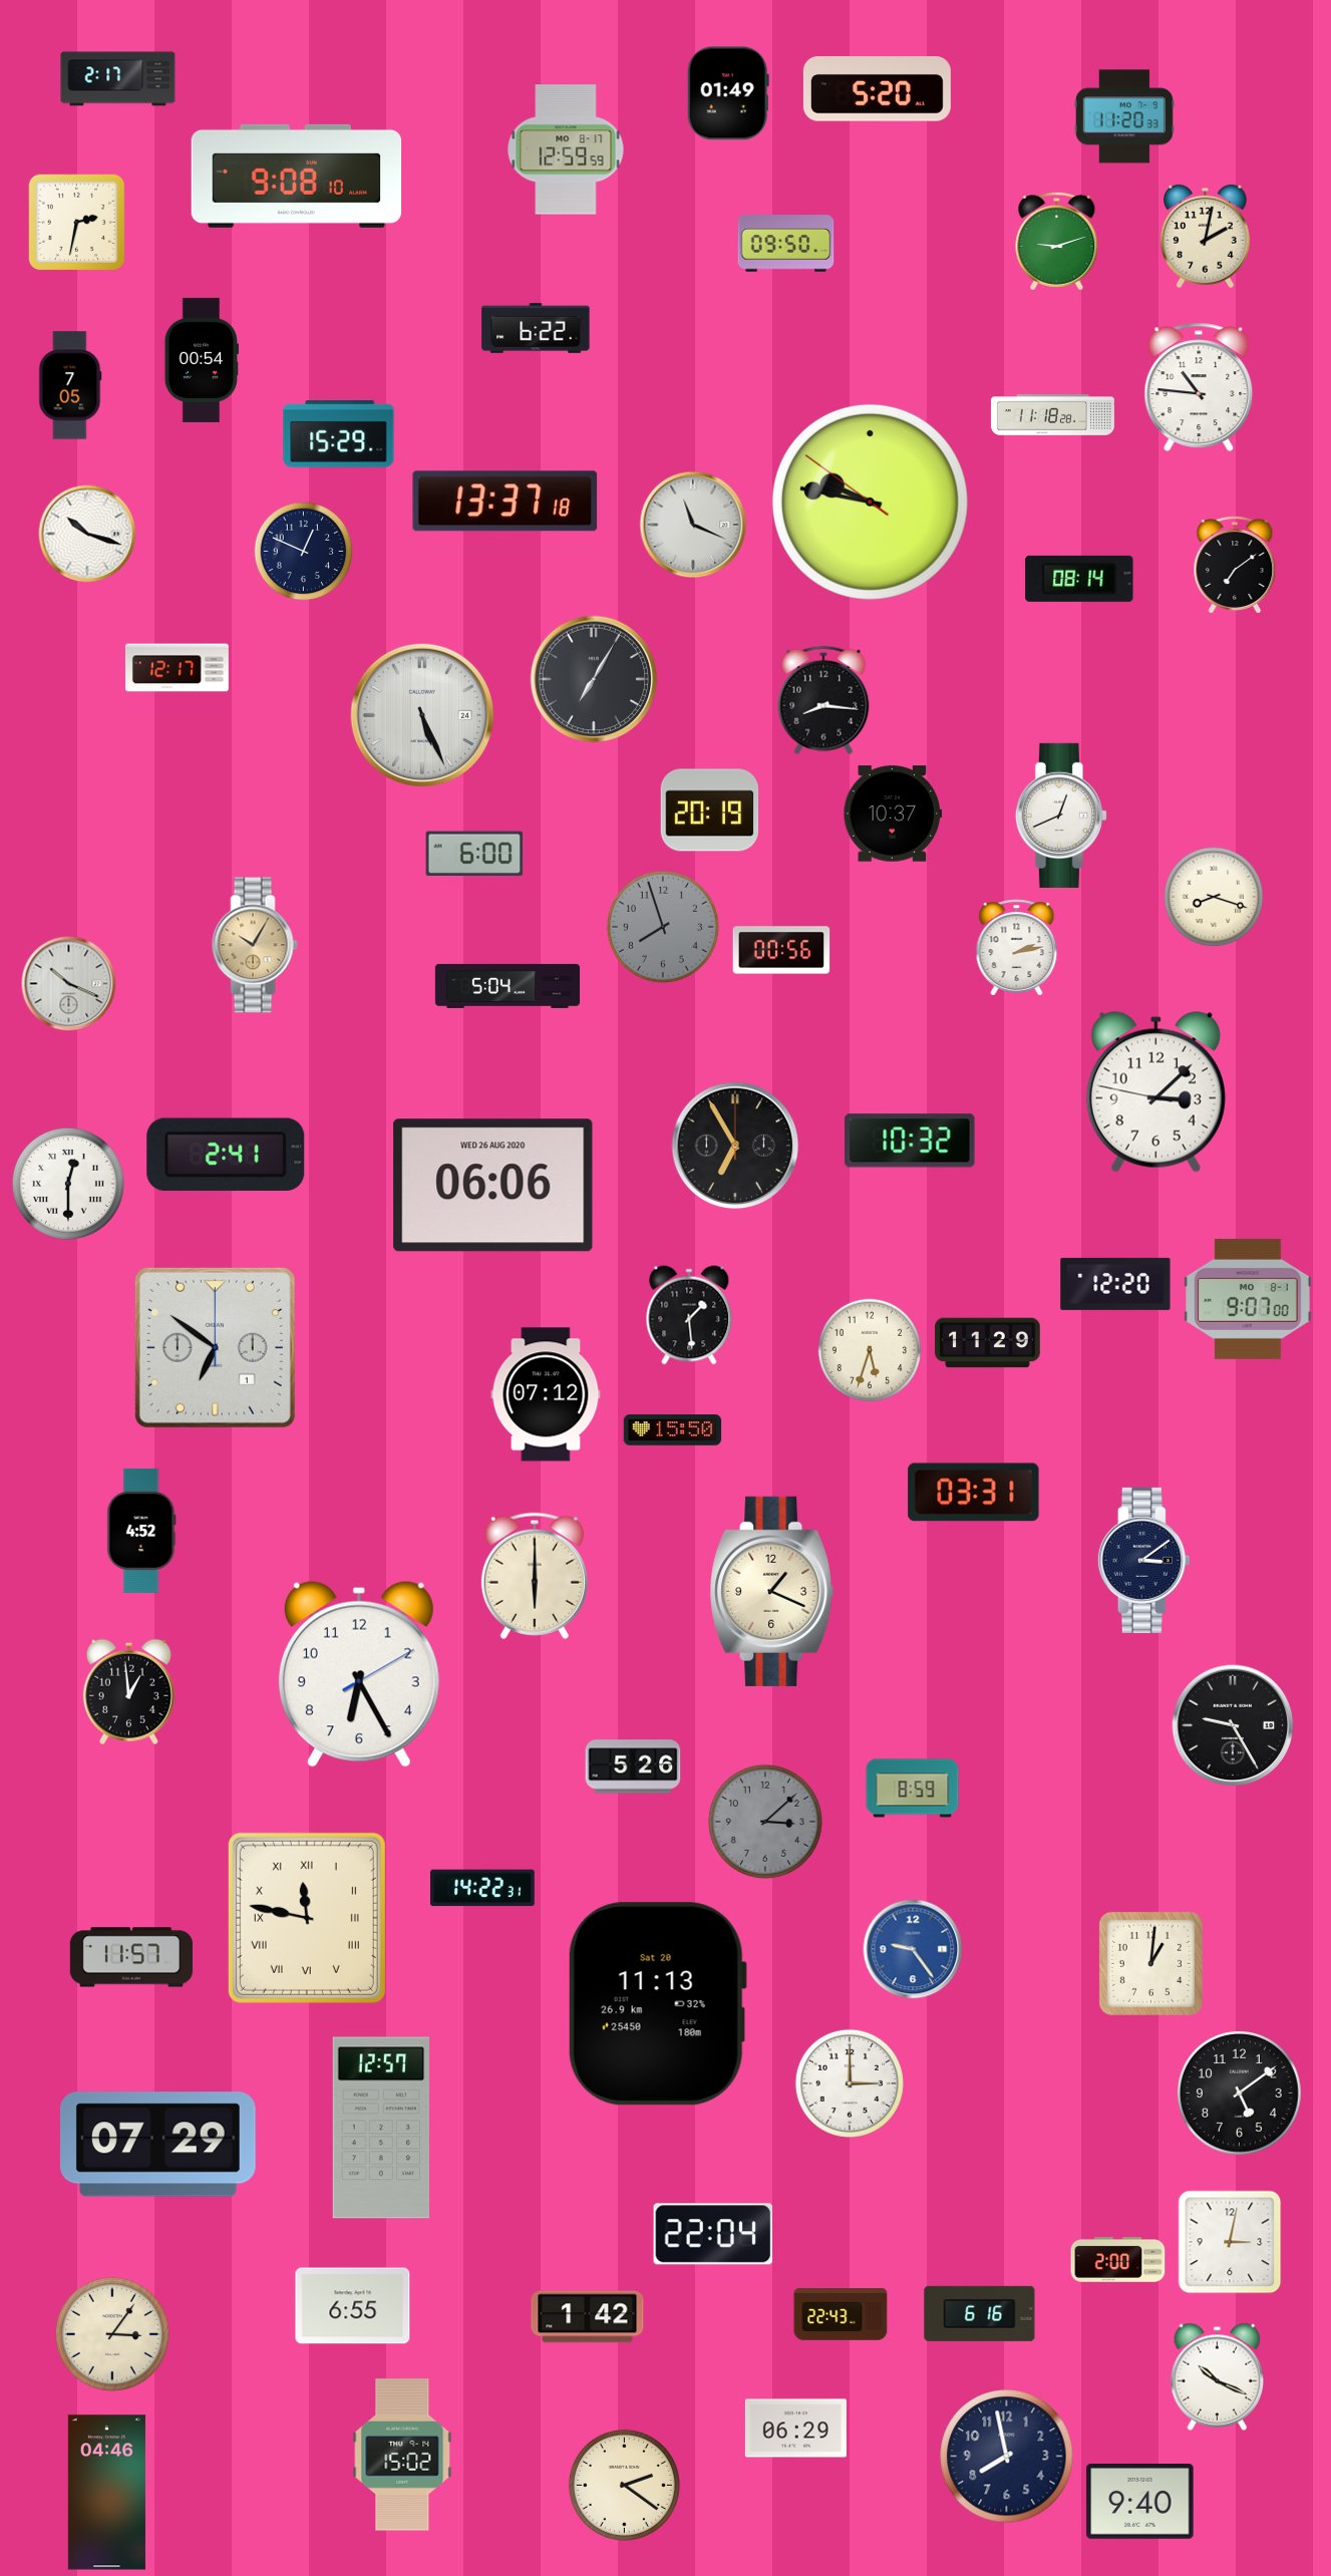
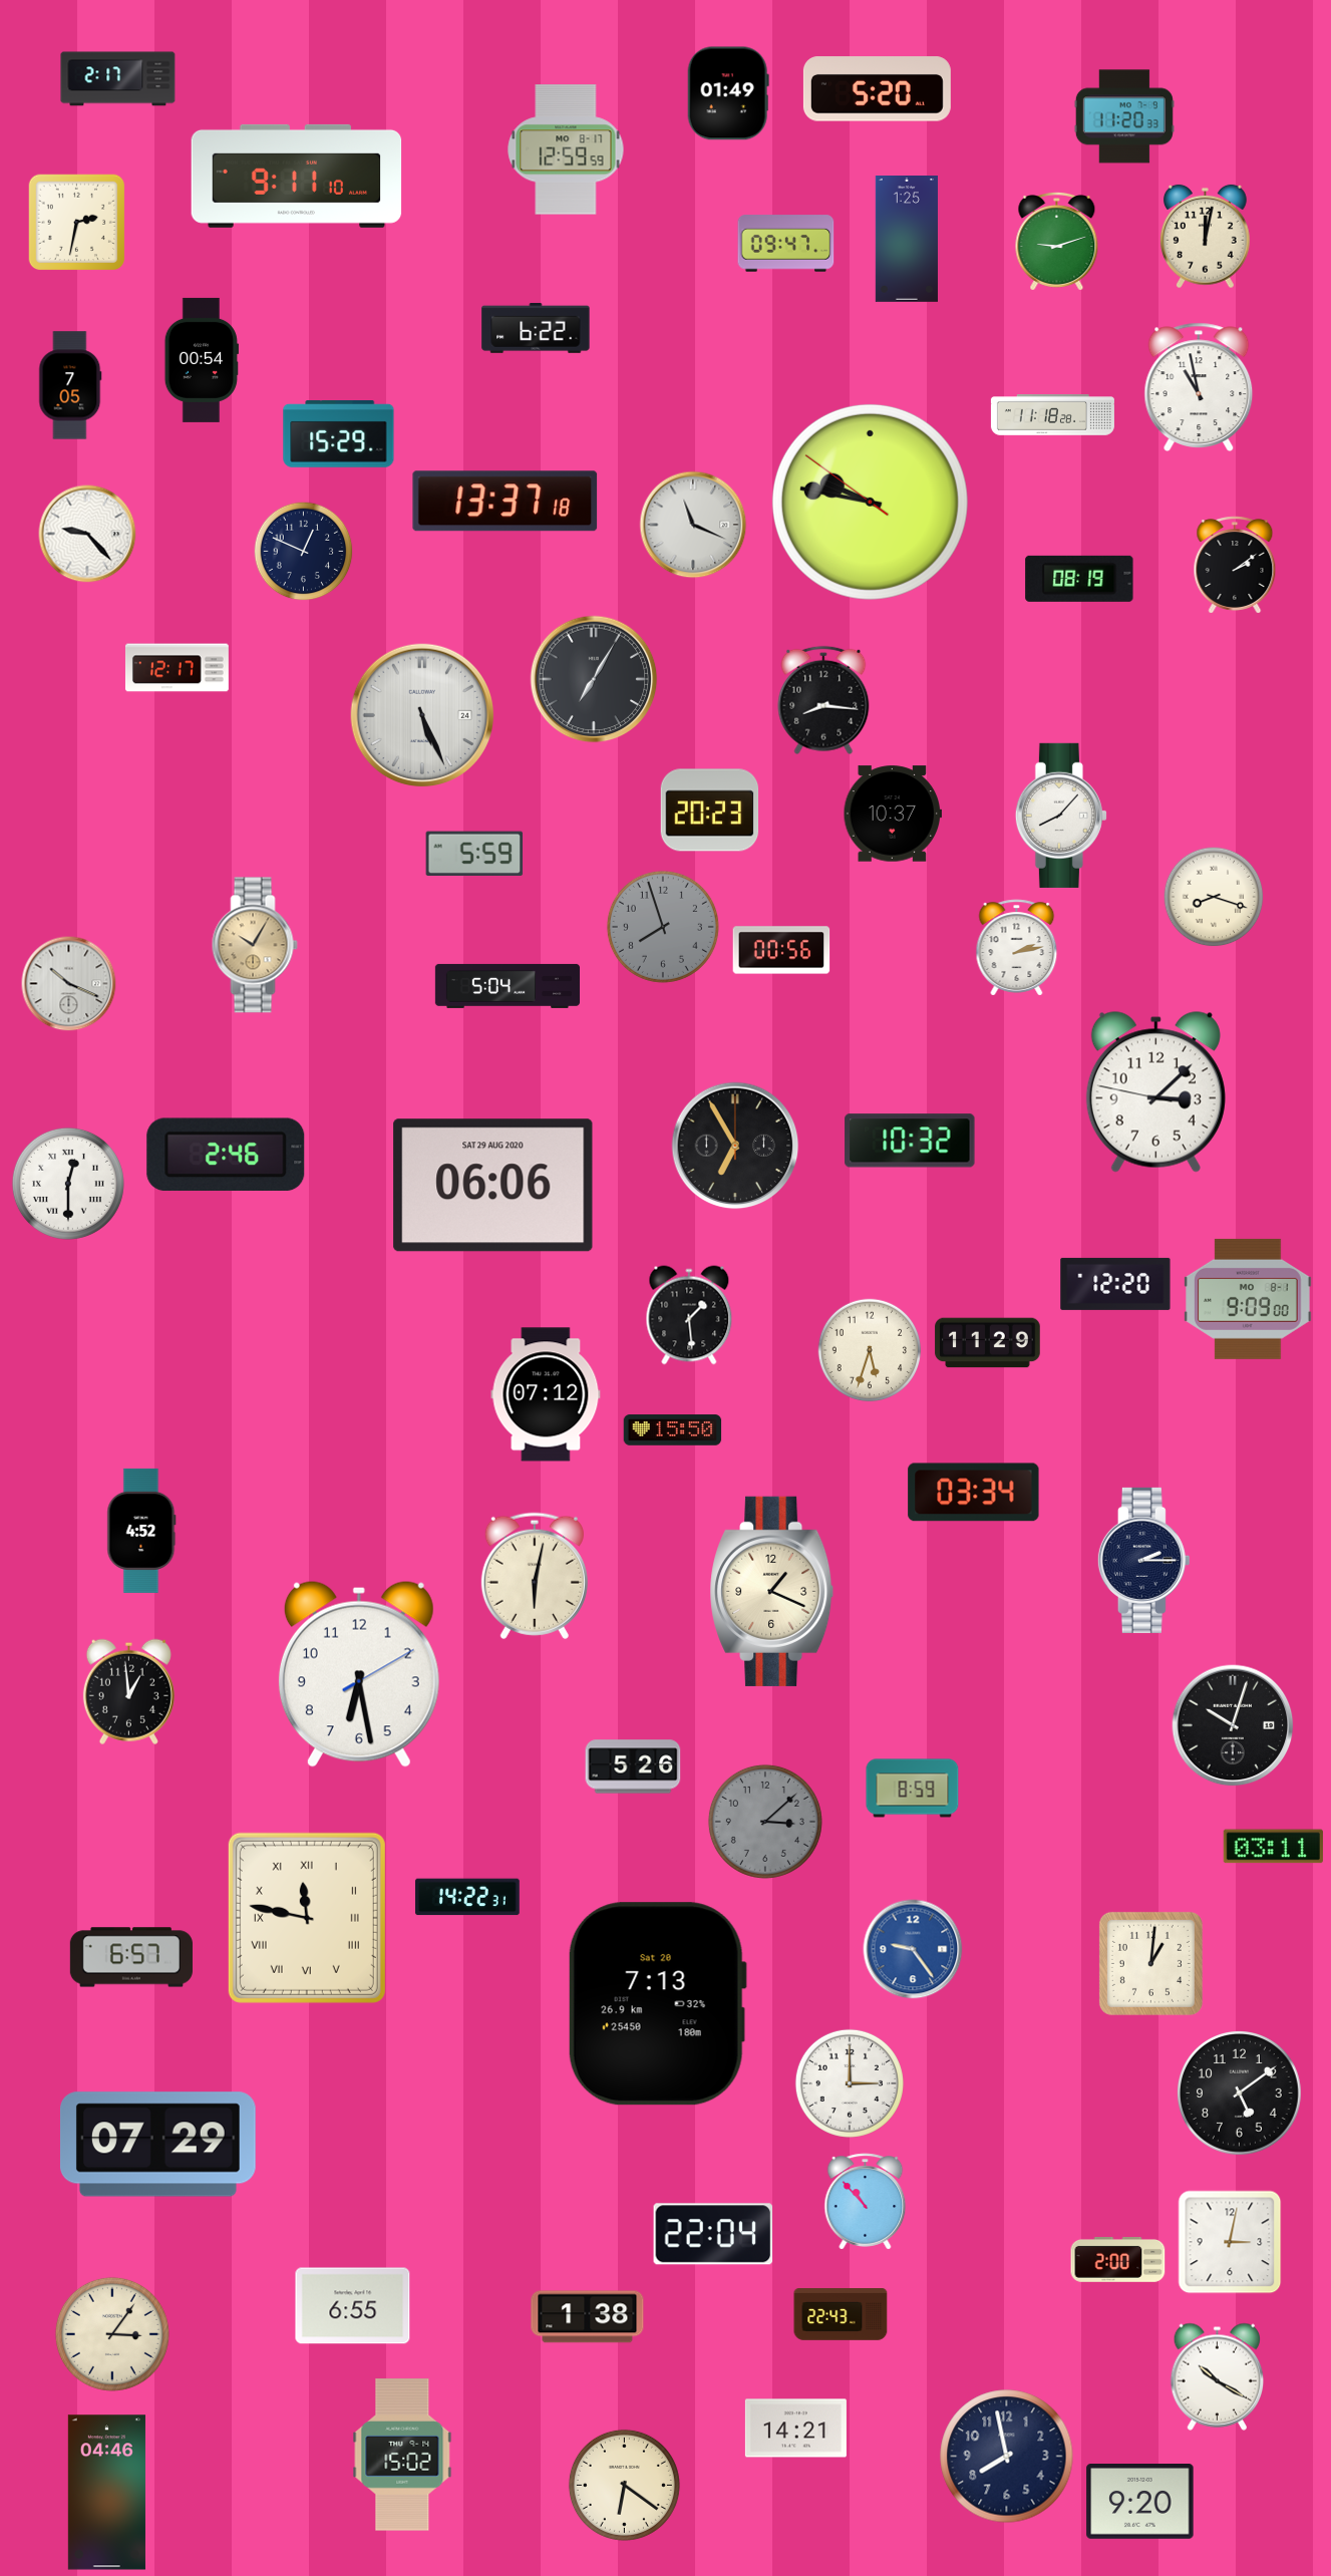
clock at (297, 176): 9:08 -> 9:11
clock at (1205, 237): 2:02 -> 12:02
clock at (906, 240): none -> 1:25
clock at (786, 244): 09:50 -> 09:47
clock at (1199, 387): 10:46 -> 10:58
clock at (87, 534): 10:18 -> 9:23
clock at (1235, 565): 7:09 -> 2:09
clock at (1079, 579): 08:14 -> 08:19
clock at (710, 811): 20:19 -> 20:23
clock at (1061, 816): 12:41 -> 8:07
clock at (474, 854): 6:00 -> 5:59
clock at (226, 1155): 2:41 -> 2:46
clock at (493, 1186) date: WED 26 AUG 2020 -> SAT 29 AUG 2020
clock at (1248, 1299): 9:07 -> 9:09
clock at (215, 1347): 6:51 -> none
clock at (974, 1493): 03:31 -> 03:34
clock at (1143, 1560): 3:09 -> 2:15
clock at (535, 1576): 6:00 -> 6:02
clock at (359, 1674): 6:25 -> 6:28
clock at (1233, 1725): 9:25 -> 10:03
clock at (1273, 1847): none -> 03:11
clock at (482, 1888) position: (482, 1888) -> (467, 1897)
clock at (131, 1957): 11:57 -> 6:57
clock at (657, 2004): 11:13 -> 7:13
clock at (380, 2128): 12:57 -> none
clock at (866, 2202): none -> 10:53
clock at (980, 2313): 6:16 -> none
clock at (588, 2317): 1:42 -> 1:38
clock at (1218, 2376): 10:19 -> 10:20
clock at (795, 2429): 06:29 -> 14:21
clock at (624, 2485): 2:21 -> 6:21
clock at (1140, 2502): 9:40 -> 9:20
